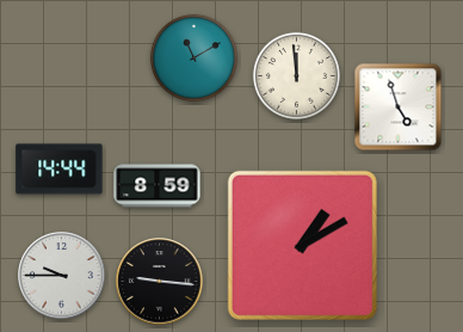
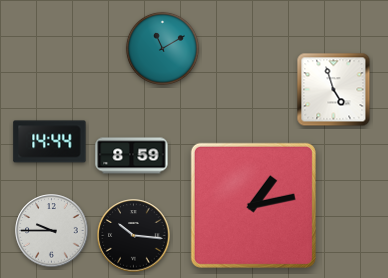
clock at (296, 75): 11:59 -> none
clock at (302, 245): 1:10 -> 1:13
clock at (160, 282): 9:16 -> 10:16
